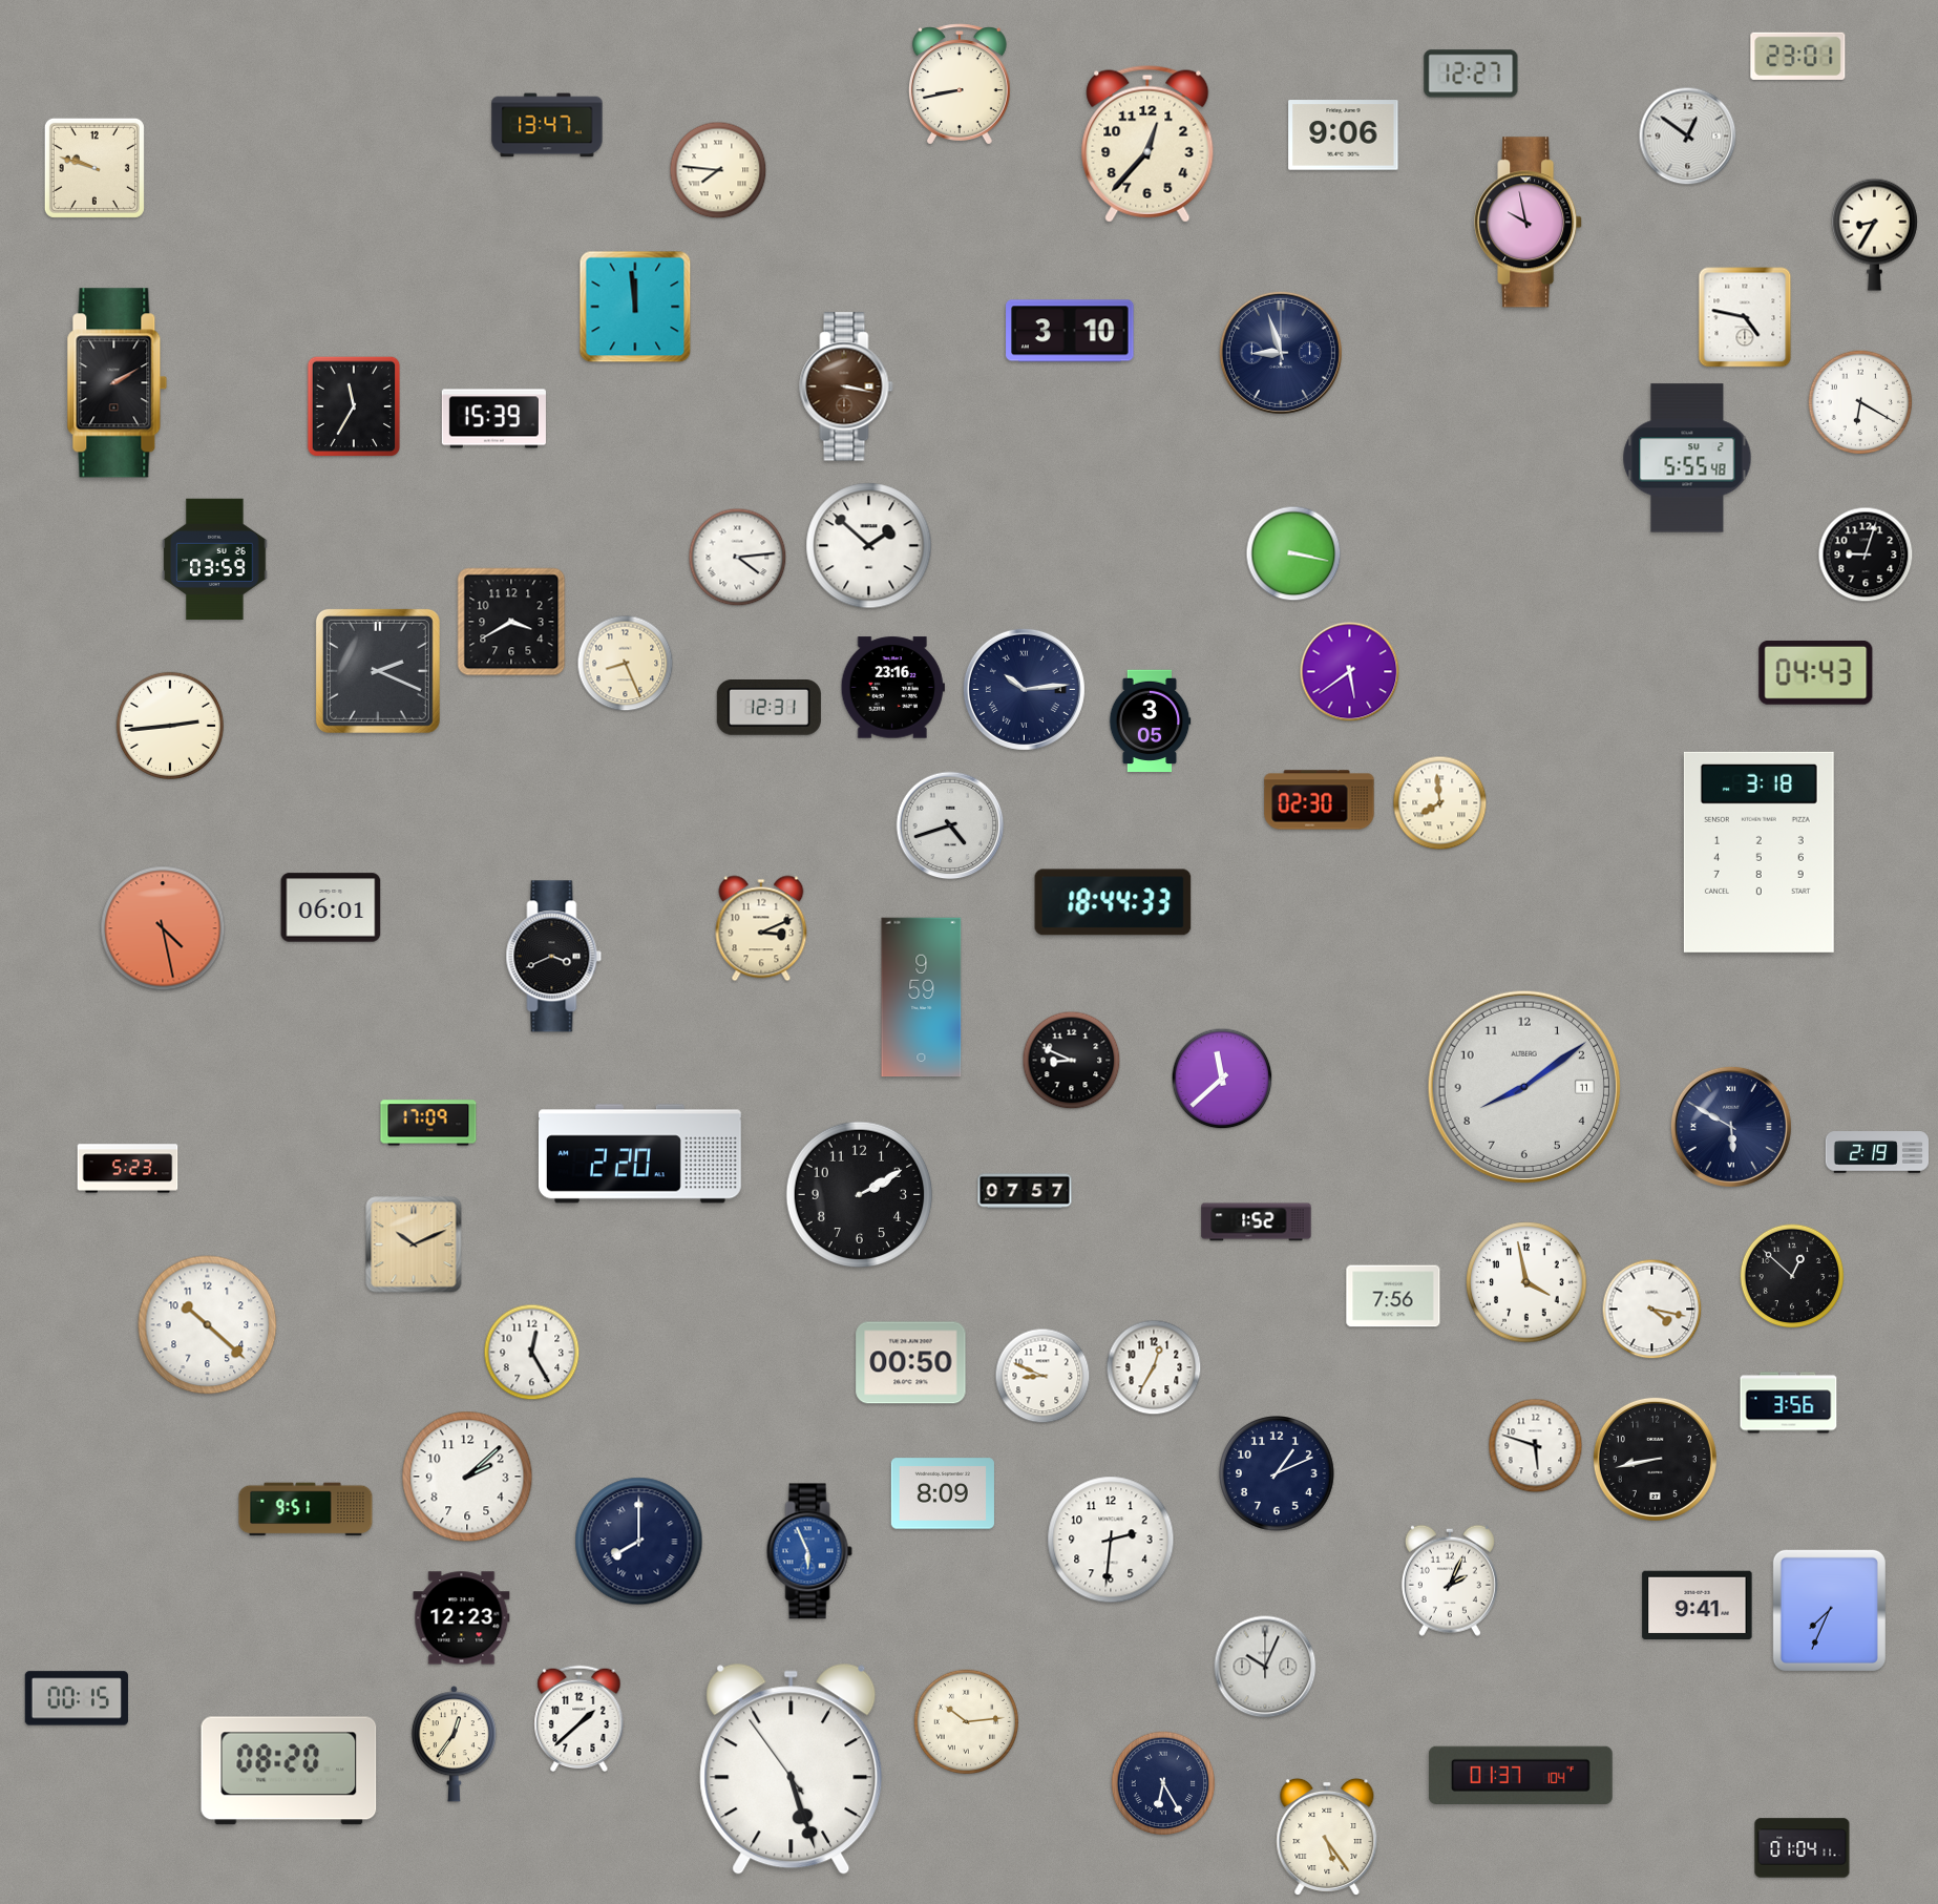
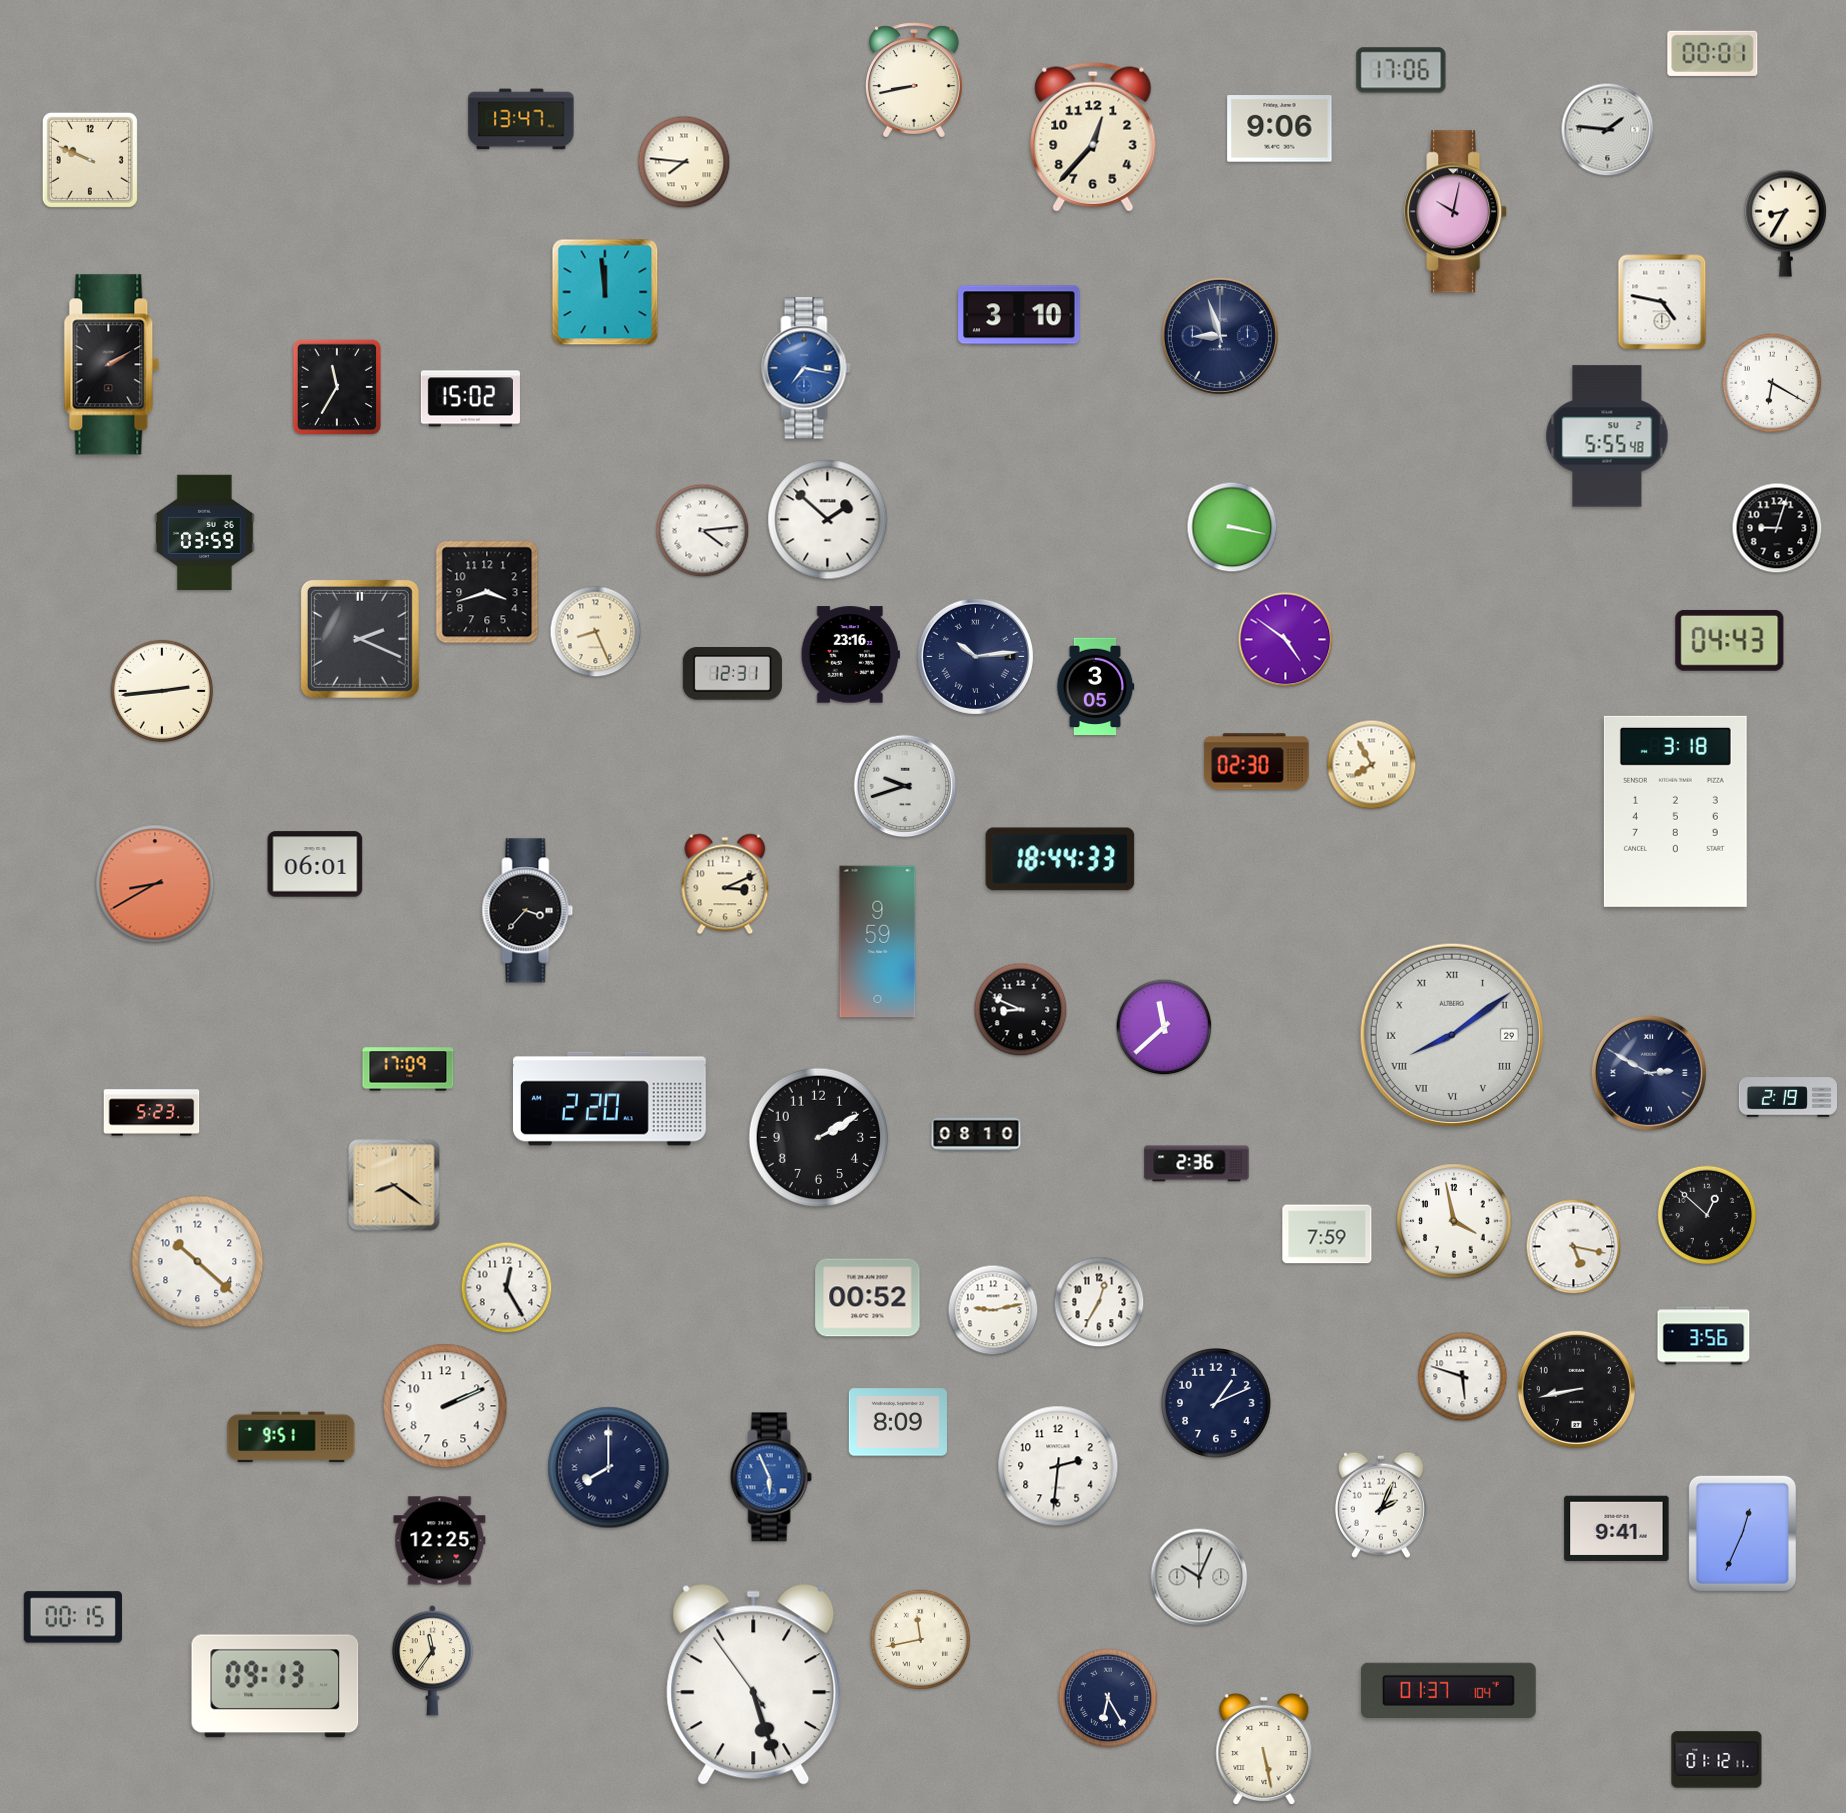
clock at (1798, 56): 23:01 -> 00:01
clock at (1471, 74): 12:27 -> 17:06
clock at (1688, 137): 12:51 -> 1:46
clock at (94, 168): 9:48 -> 9:49
clock at (1529, 223): 9:58 -> 10:02
clock at (846, 386): 3:17 -> 7:17
clock at (846, 386) dial: brown -> blue
clock at (493, 419): 15:39 -> 15:02
clock at (511, 622): 3:40 -> 3:42
clock at (1350, 672): 5:39 -> 4:51
clock at (1440, 803): 7:59 -> 7:55
clock at (950, 825): 4:42 -> 9:42
clock at (163, 928): 4:28 -> 8:40
clock at (554, 957): 3:41 -> 3:37
clock at (922, 998) position: (922, 998) -> (878, 942)
clock at (1524, 1087) date: 11 -> 29
clock at (1524, 1087) numerals: Arabic -> Roman
clock at (1731, 1127): 5:50 -> 2:50
clock at (128, 1169) position: (128, 1169) -> (152, 1113)
clock at (1025, 1191): 07:57 -> 08:10
clock at (1257, 1222): 1:52 -> 2:36
clock at (414, 1244): 10:11 -> 8:21
clock at (1393, 1296): 7:56 -> 7:59
clock at (1652, 1310): 4:17 -> 5:17
clock at (911, 1363): 00:50 -> 00:52
clock at (1042, 1376): 8:49 -> 9:13
clock at (467, 1477): 2:08 -> 2:11
clock at (1829, 1610): 7:34 -> 12:34
clock at (462, 1618): 12:23 -> 12:25
clock at (1265, 1667) position: (1265, 1667) -> (1199, 1577)
clock at (580, 1719): 1:38 -> none
clock at (967, 1722): 10:14 -> 11:43
clock at (454, 1744): 12:36 -> 11:36
clock at (289, 1771): 08:20 -> 09:13
clock at (1327, 1836): 5:24 -> 5:28
clock at (1803, 1848): 01:04 -> 01:12
